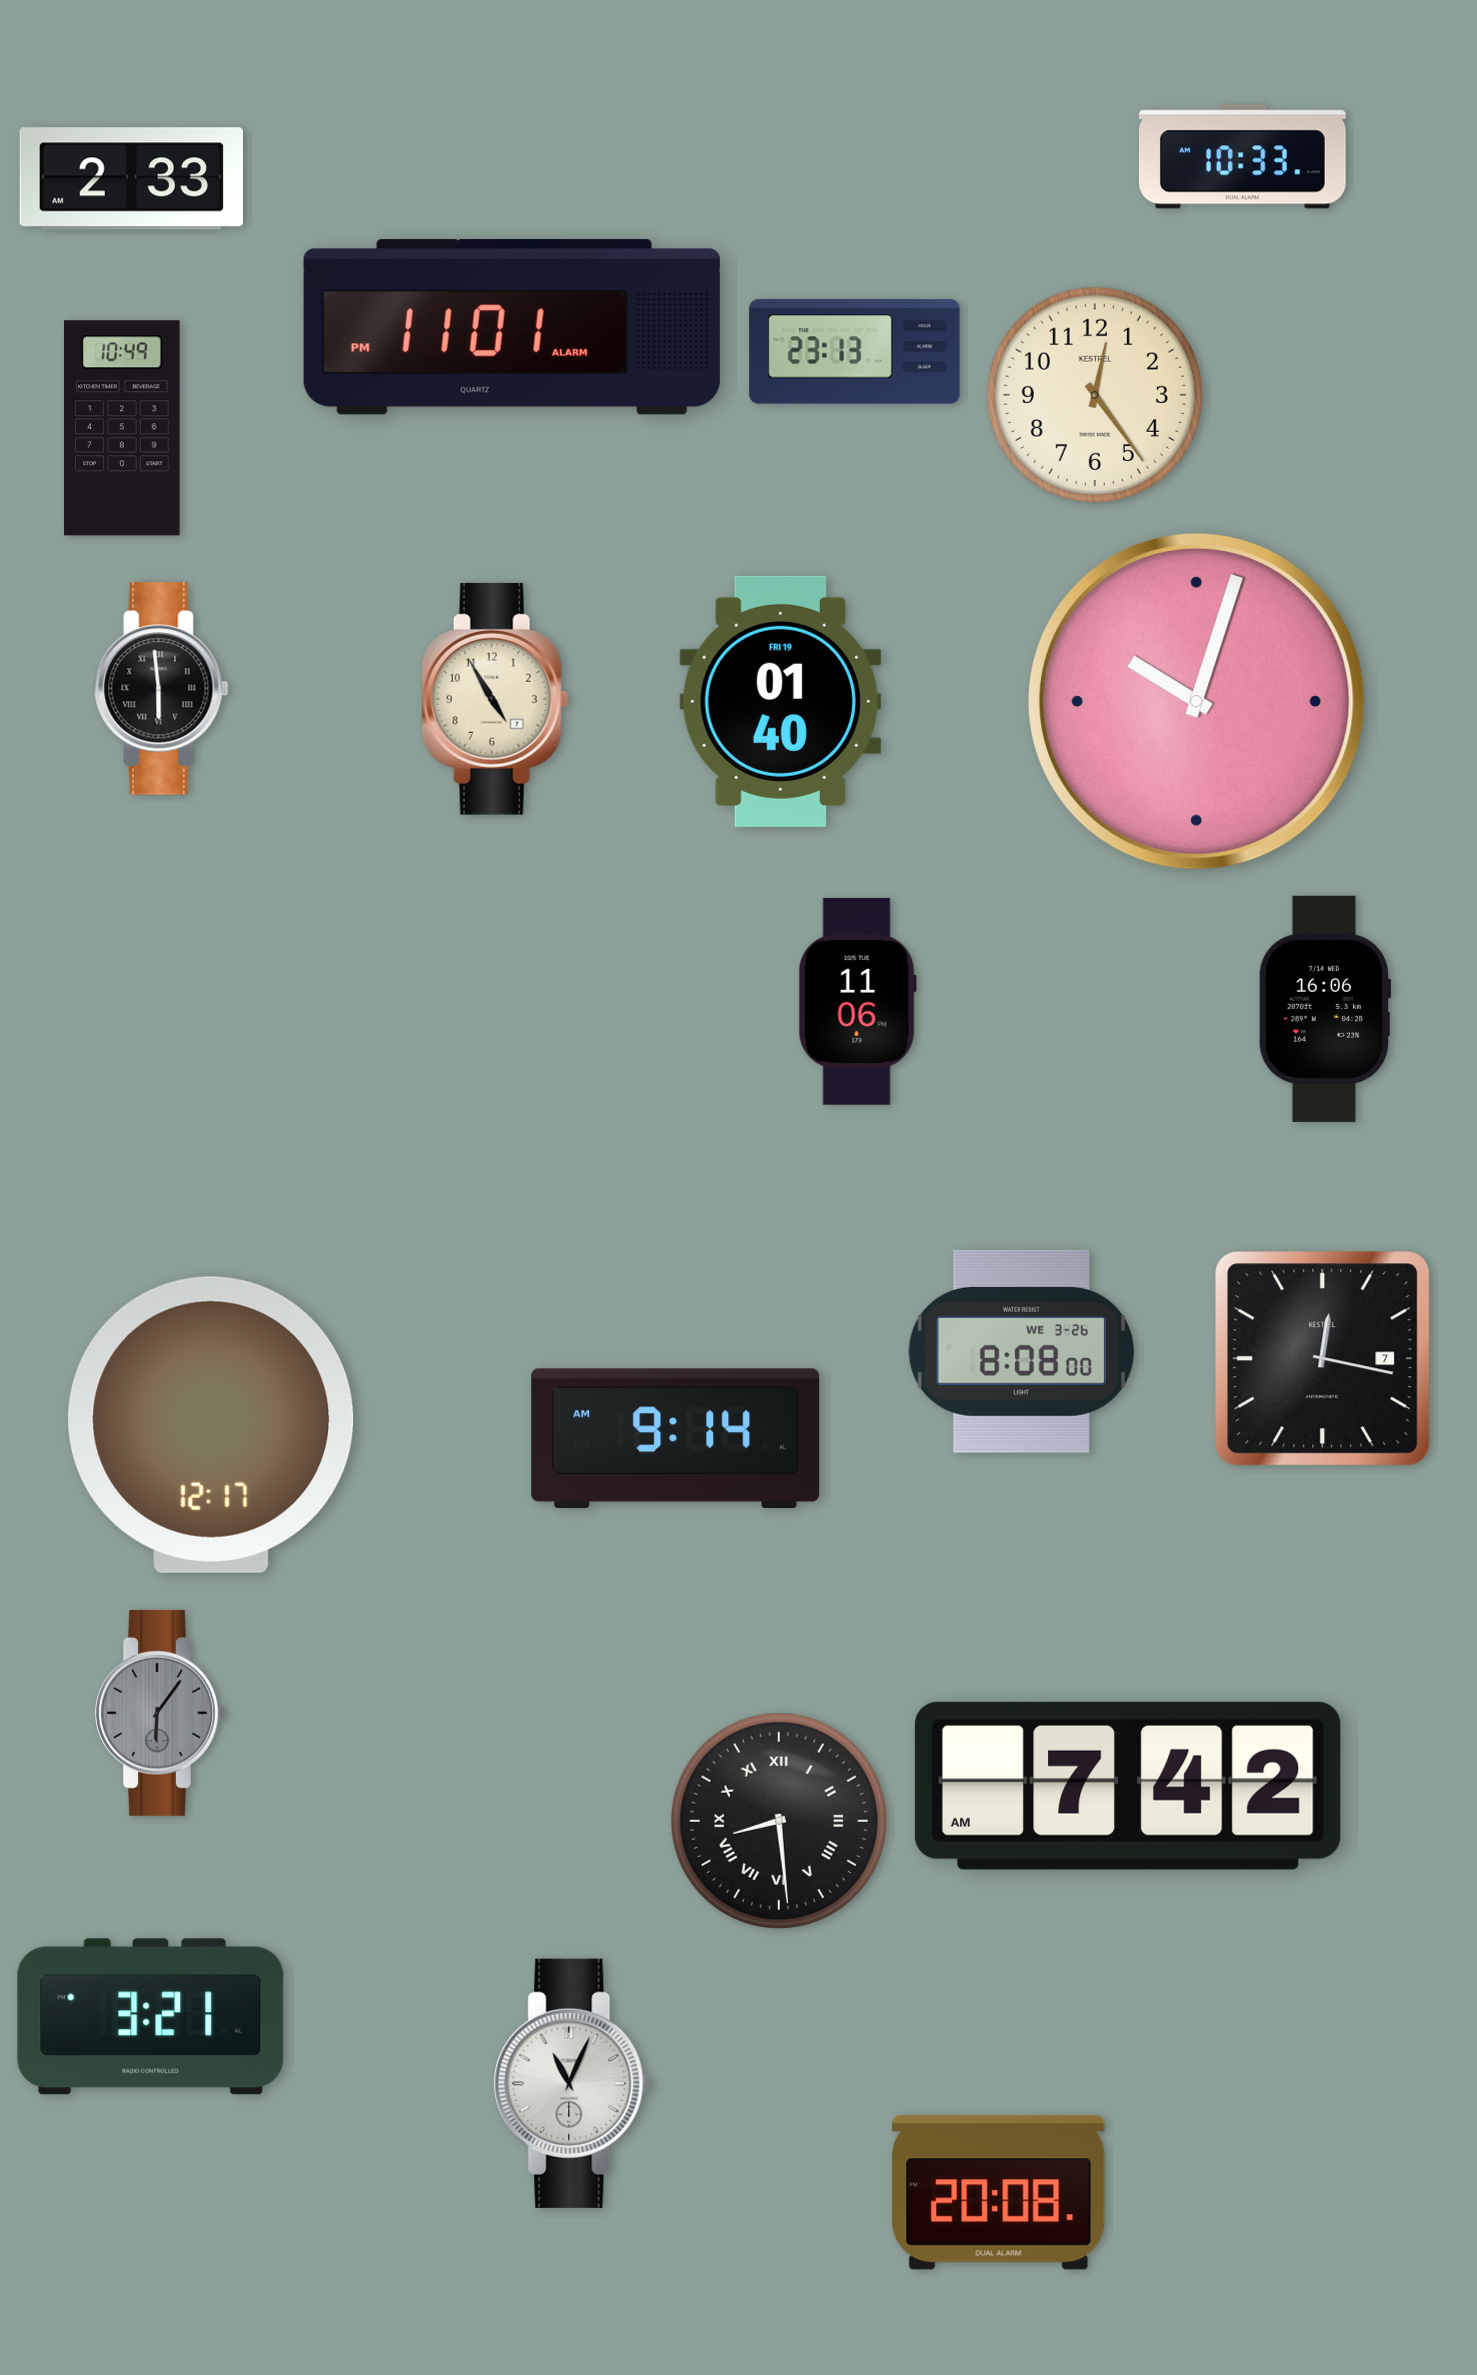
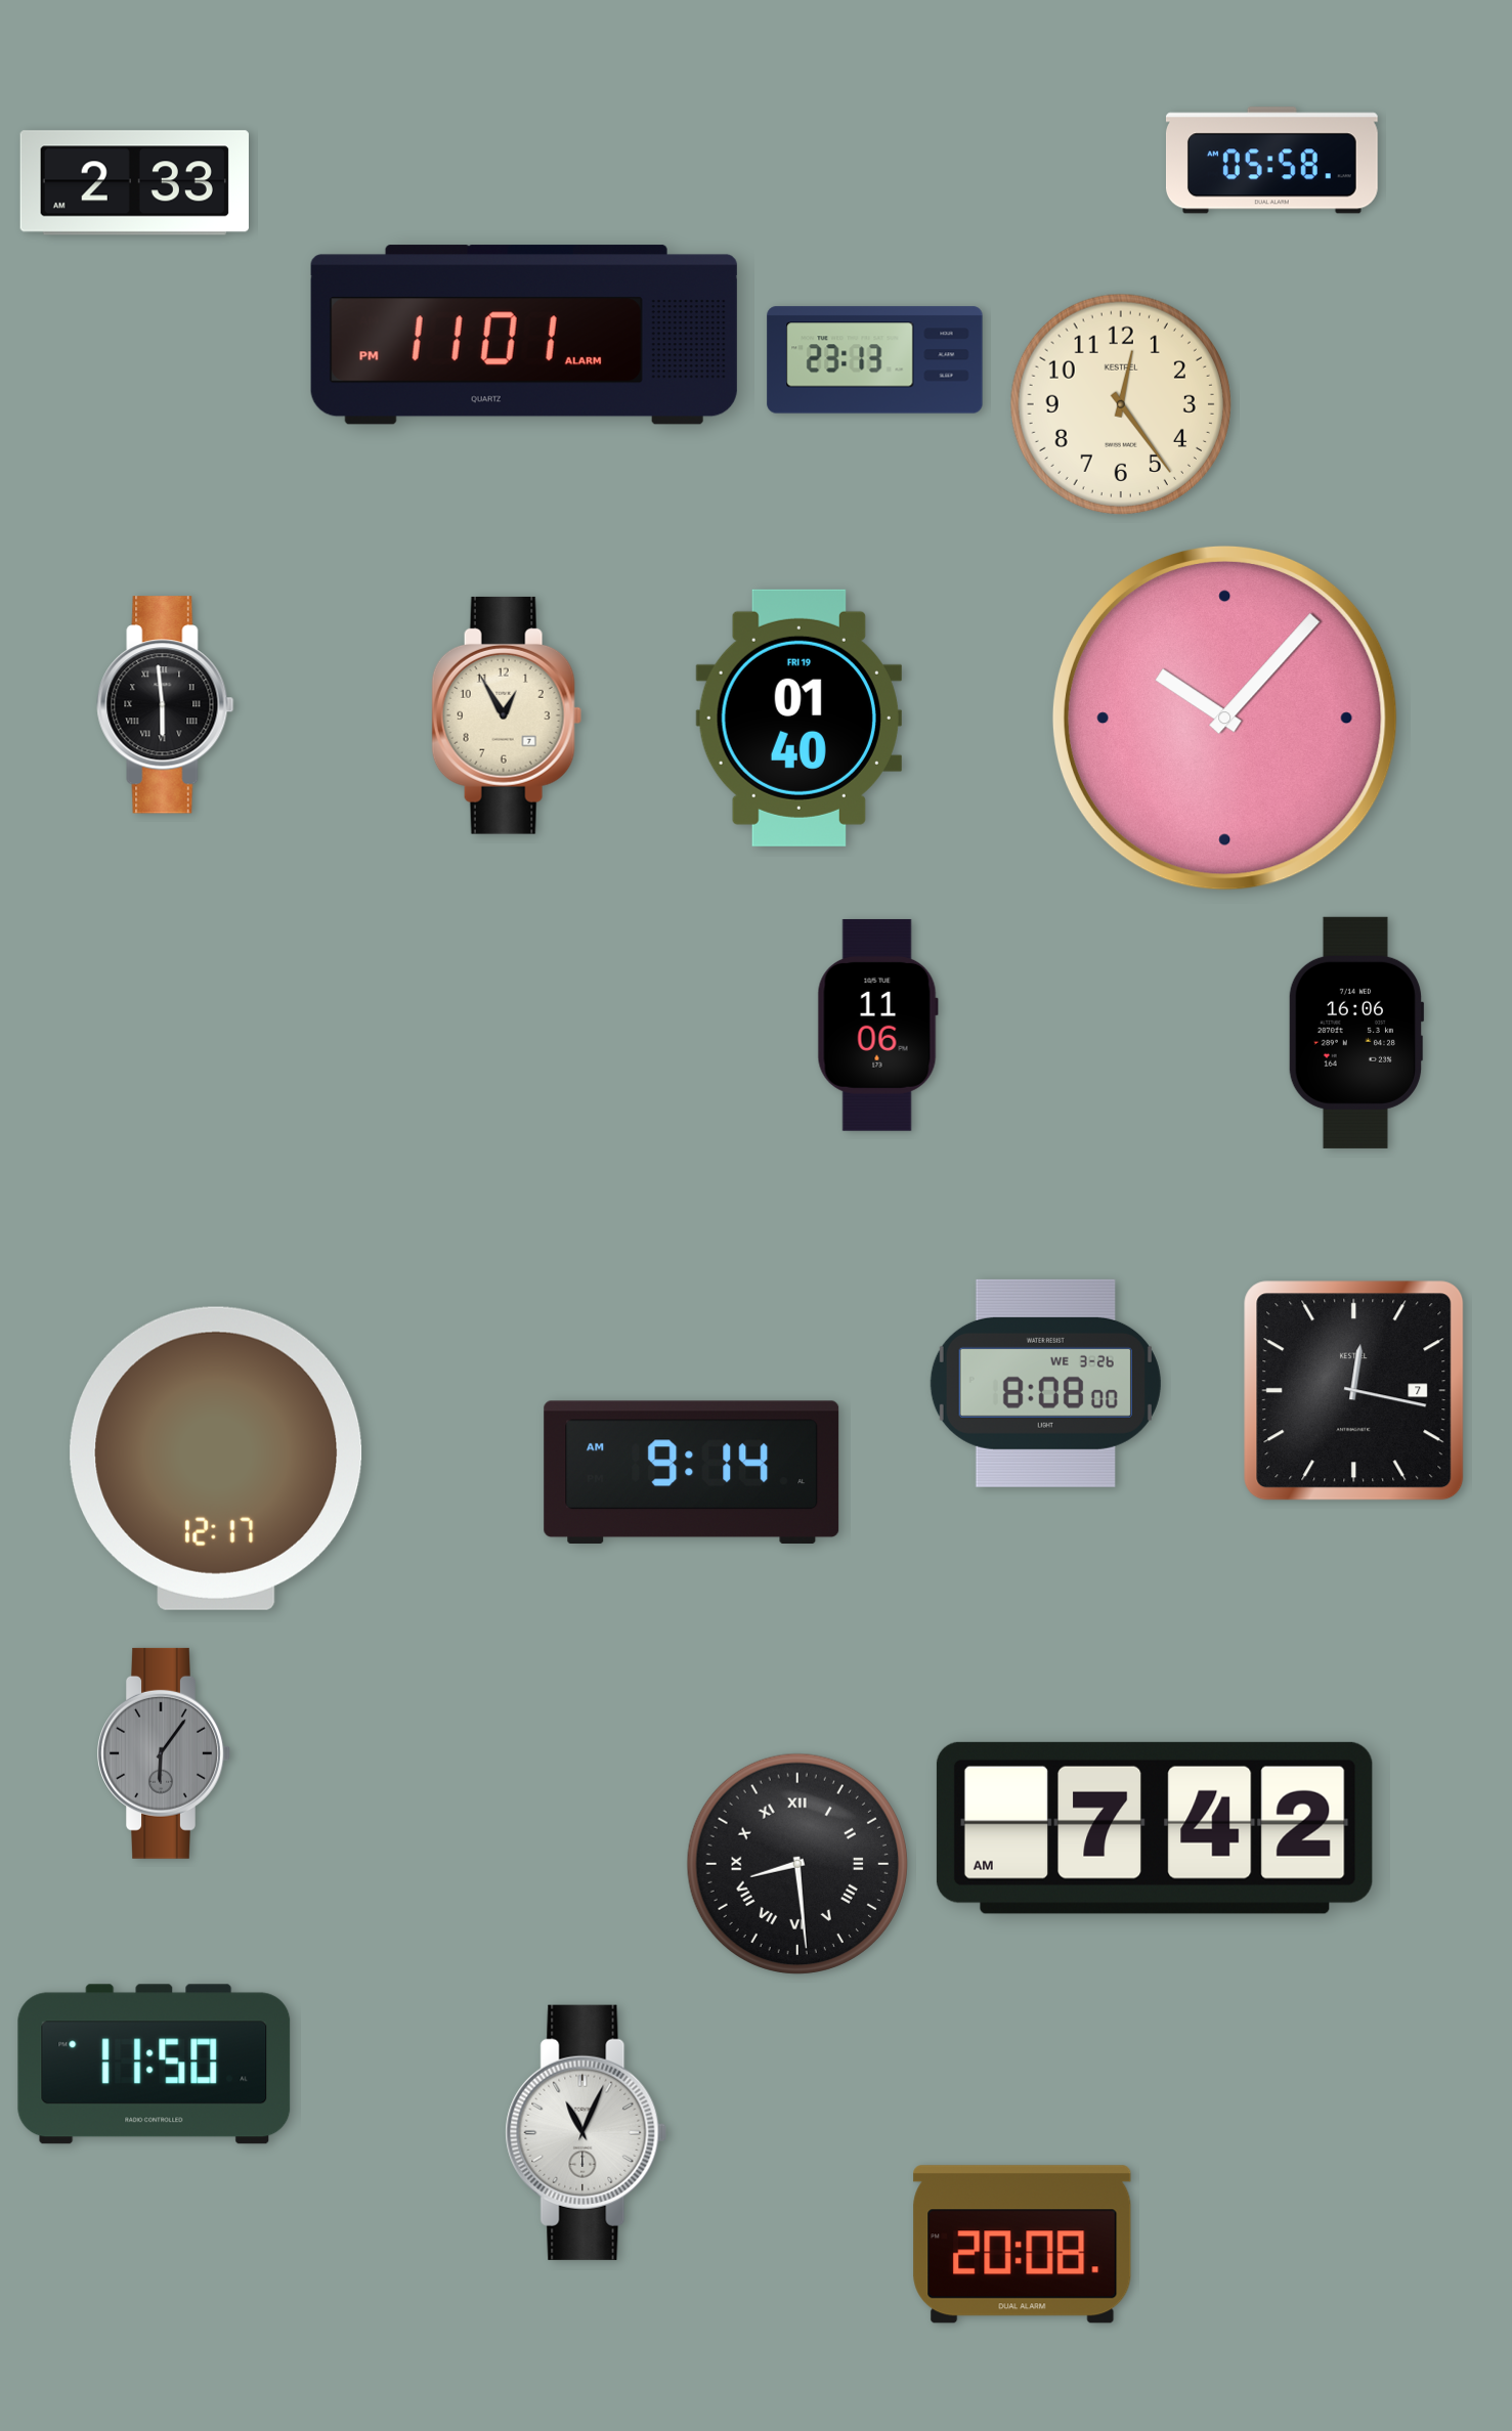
clock at (1242, 157): 10:33 -> 05:58
clock at (122, 428): 10:49 -> none
clock at (495, 699): 4:55 -> 12:55
clock at (1196, 701): 10:03 -> 10:07
clock at (151, 2017): 3:21 -> 11:50
